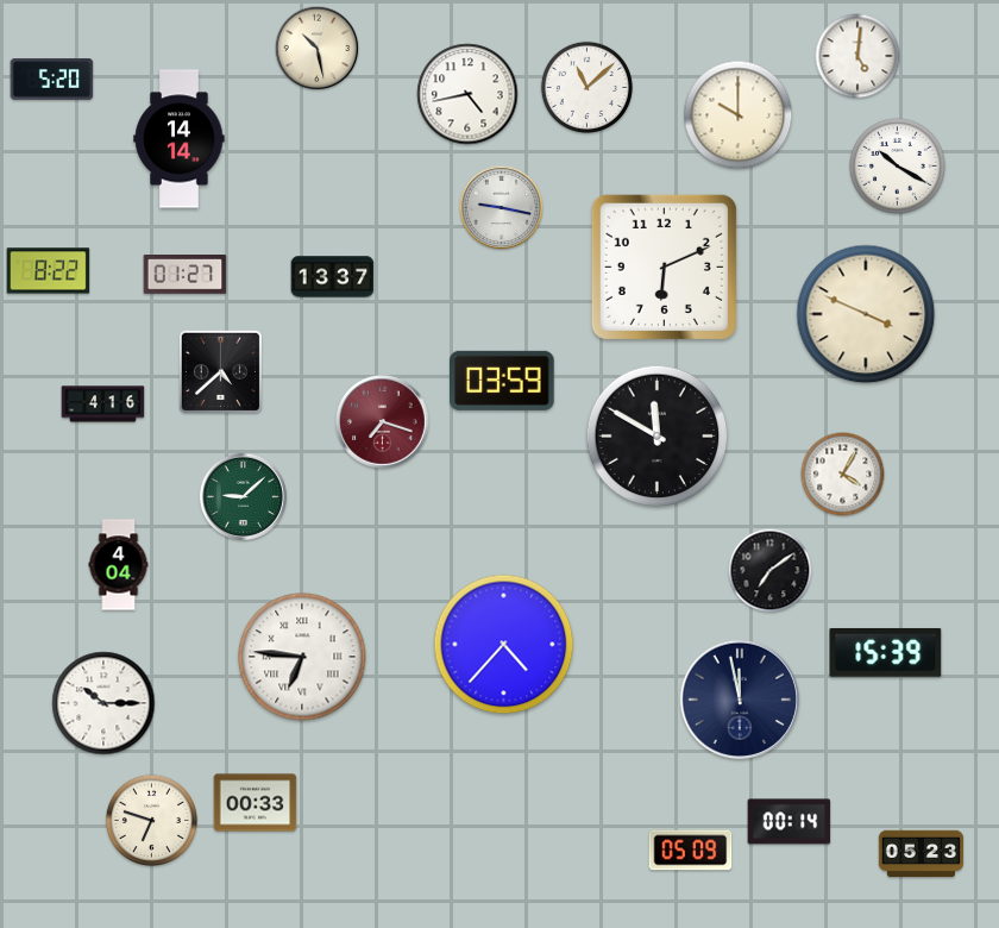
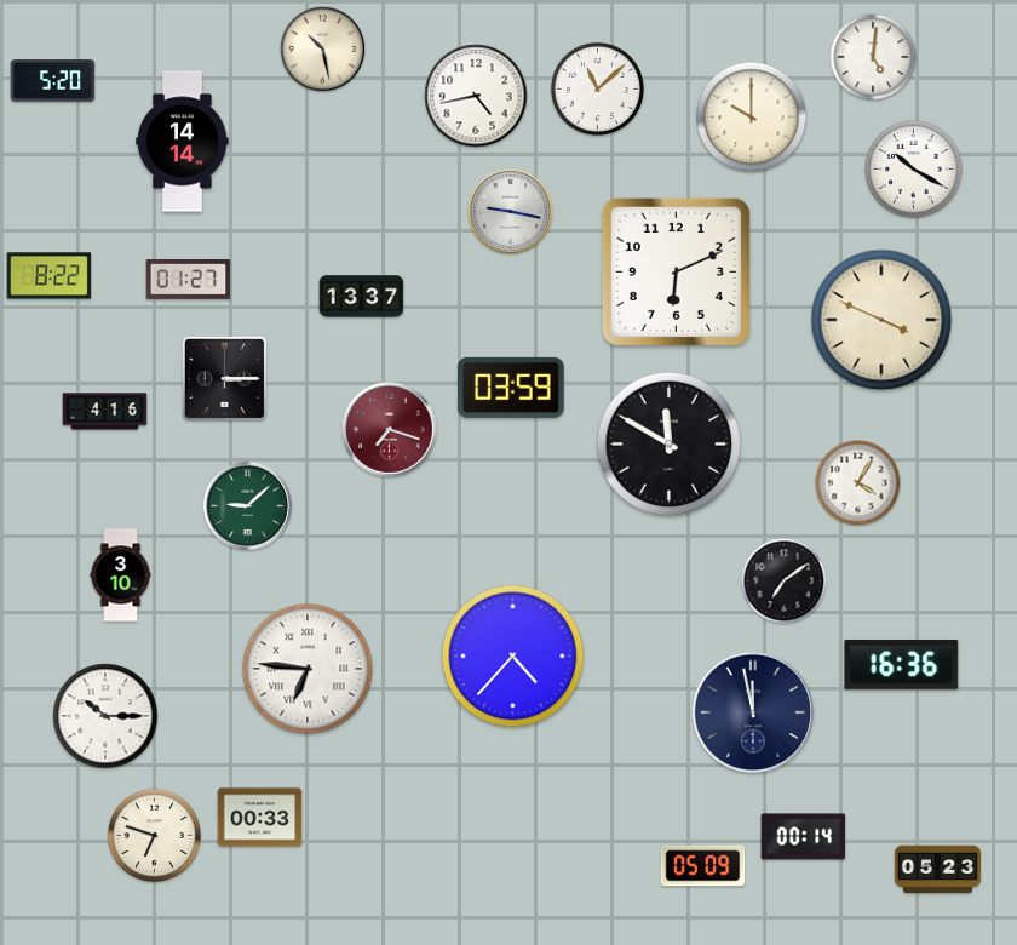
clock at (333, 277) position: (333, 277) -> (362, 297)
clock at (220, 371): 4:38 -> 3:15
clock at (119, 565): 4:04 -> 3:10
clock at (886, 653): 15:39 -> 16:36
